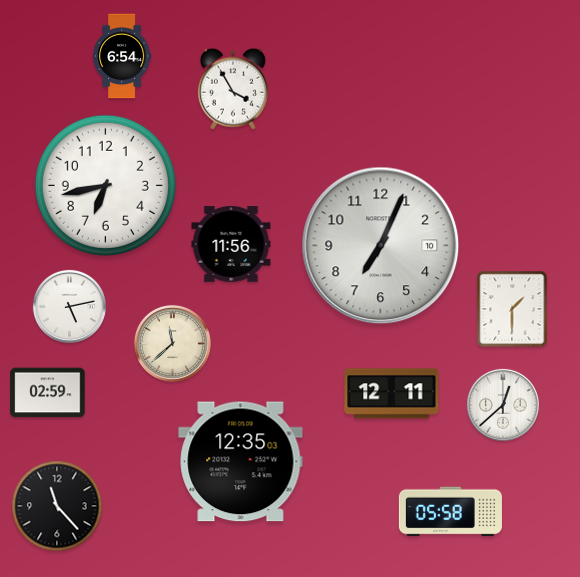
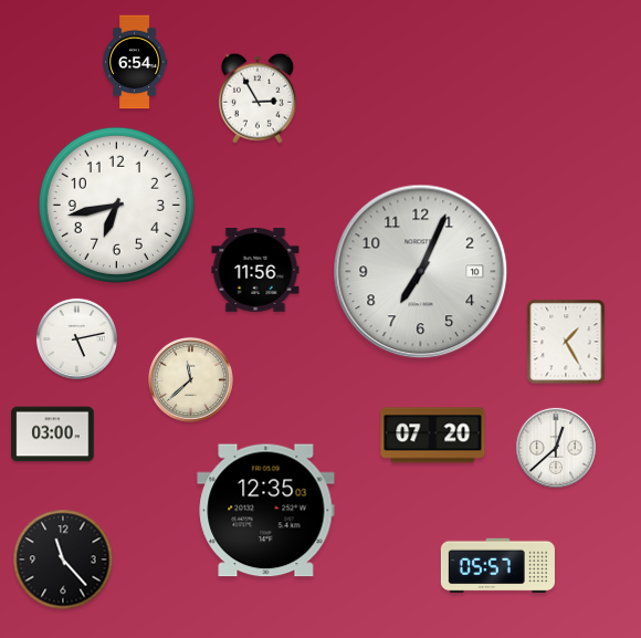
clock at (233, 89): 3:55 -> 2:55
clock at (512, 309): 1:30 -> 1:25
clock at (48, 393): 02:59 -> 03:00
clock at (392, 394): 12:11 -> 07:20
clock at (450, 512): 05:58 -> 05:57
